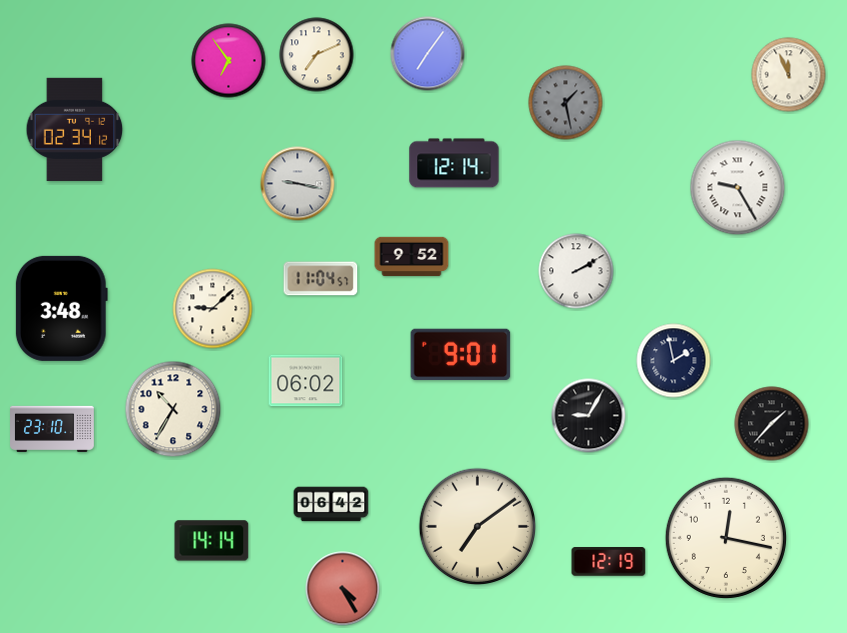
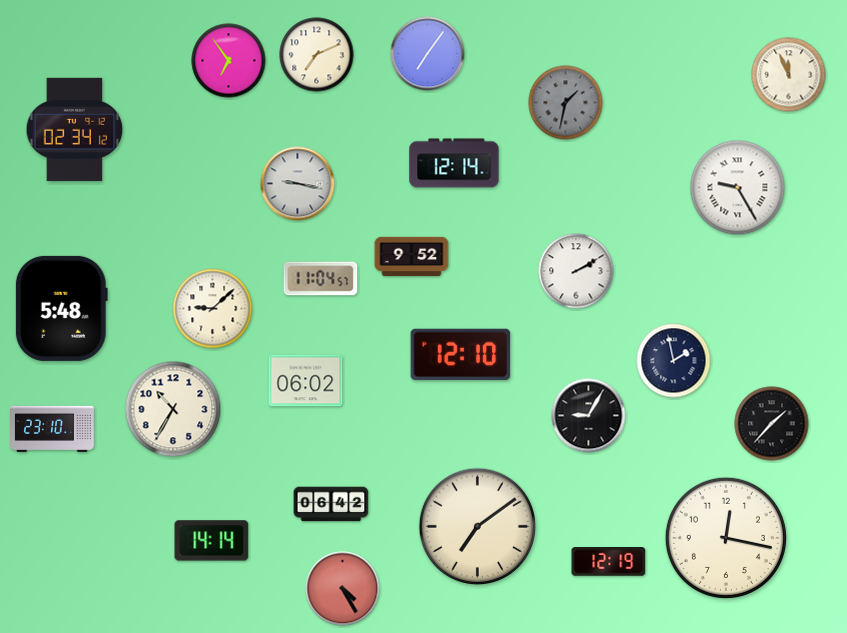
clock at (566, 103): 1:28 -> 1:32
clock at (61, 308): 3:48 -> 5:48
clock at (461, 355): 9:01 -> 12:10
